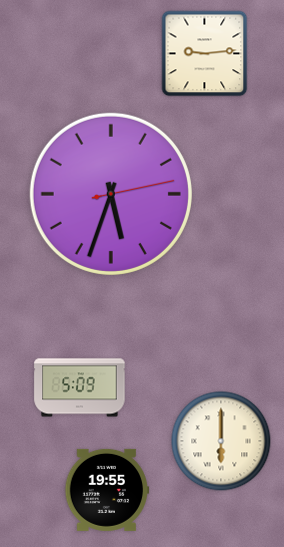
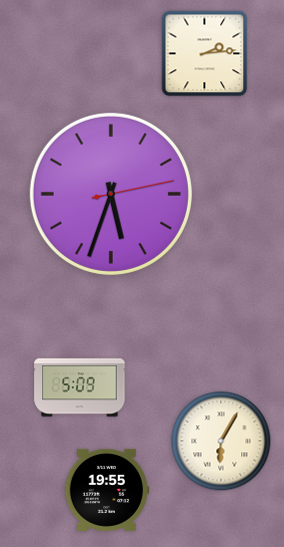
clock at (205, 54): 9:14 -> 2:14
clock at (221, 441): 6:00 -> 6:05
